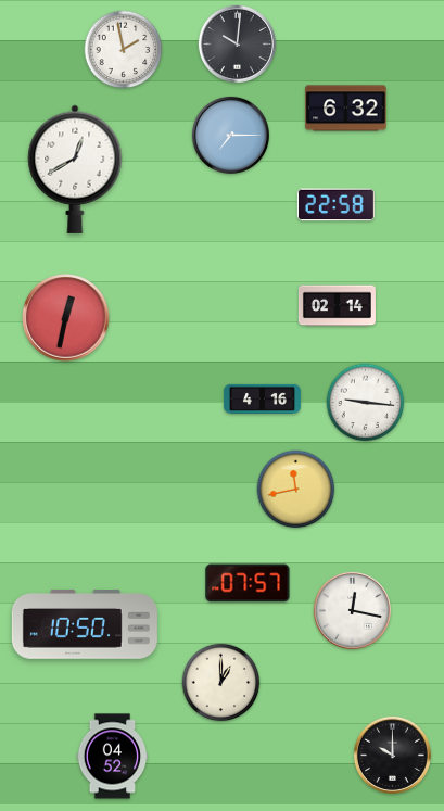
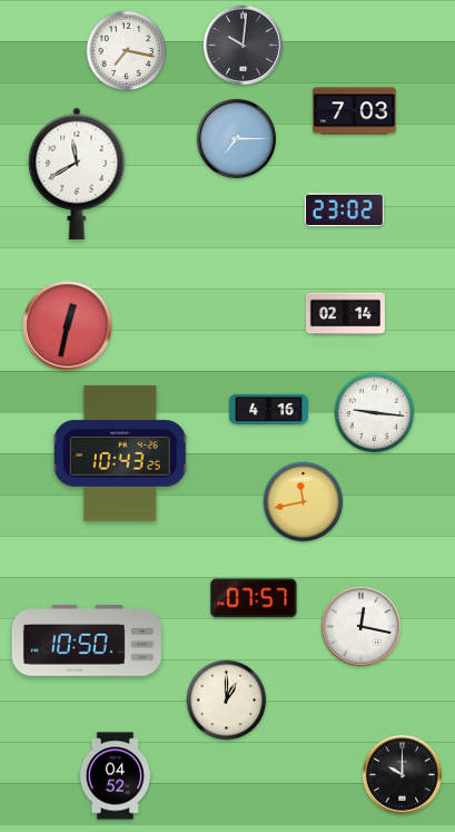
clock at (124, 50): 1:58 -> 7:17
clock at (346, 109): 6:32 -> 7:03
clock at (75, 169): 12:40 -> 11:40
clock at (335, 205): 22:58 -> 23:02
clock at (120, 453): none -> 10:43
